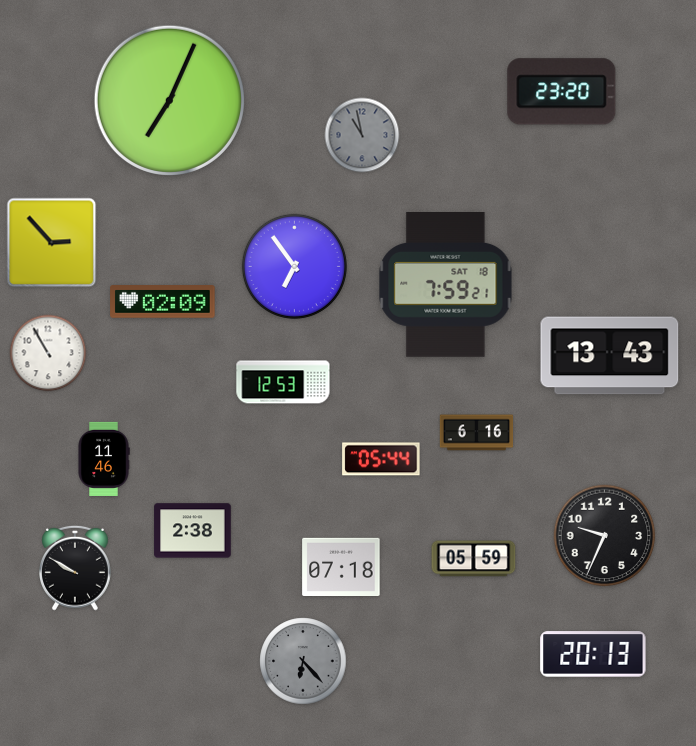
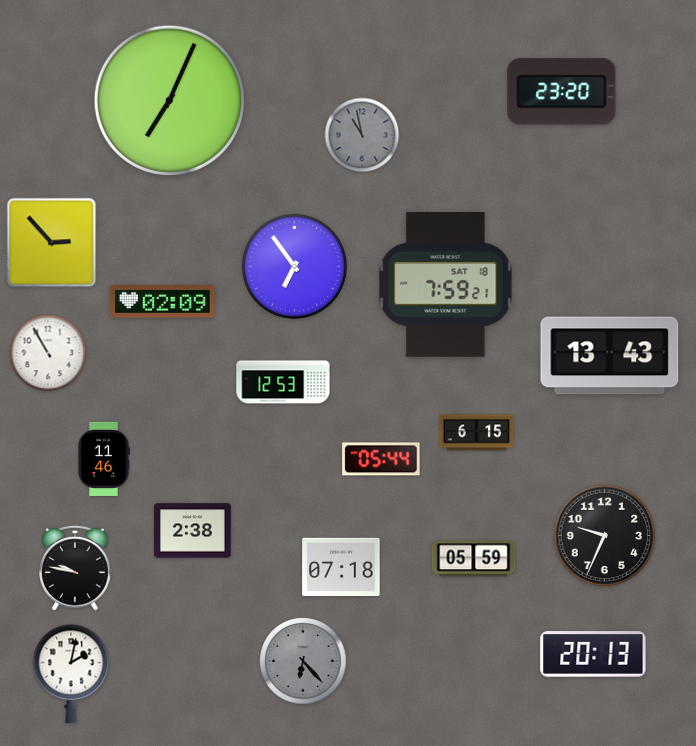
clock at (477, 433): 6:16 -> 6:15
clock at (76, 568): 9:50 -> 9:47
clock at (71, 674): none -> 2:02
